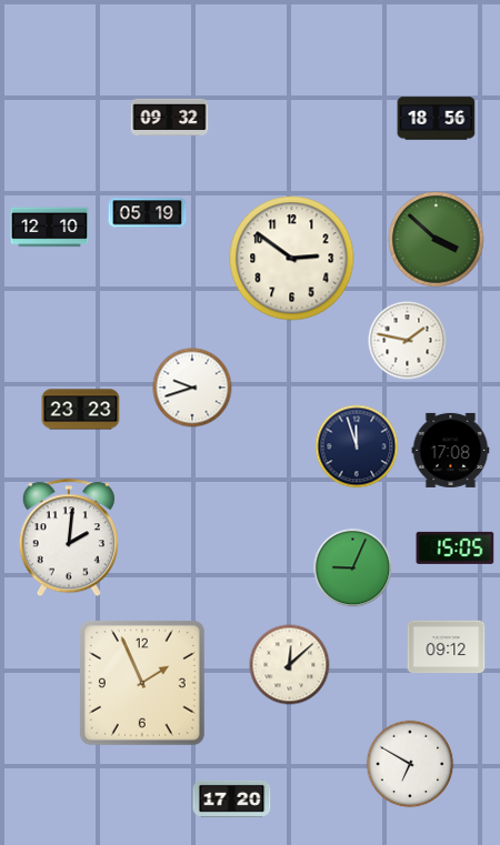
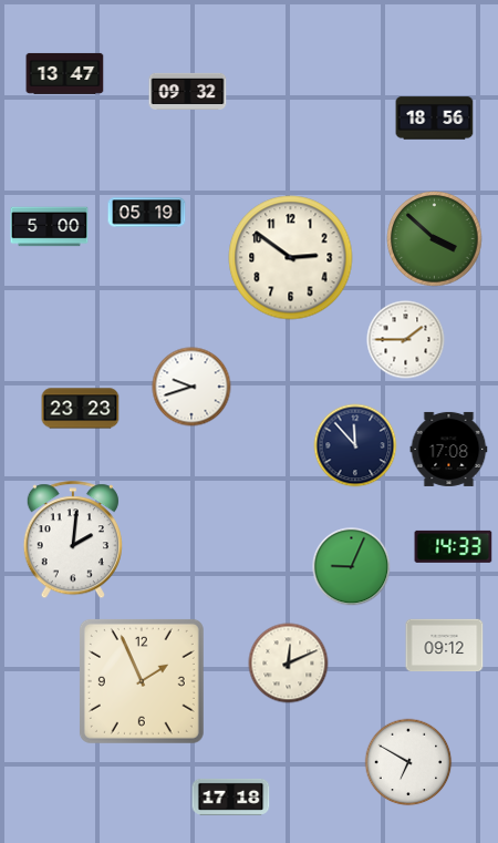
clock at (65, 73): none -> 13:47
clock at (170, 117) position: (170, 117) -> (188, 91)
clock at (50, 228): 12:10 -> 5:00
clock at (408, 341): 1:47 -> 1:45
clock at (357, 446): 11:57 -> 11:53
clock at (69, 539) position: (69, 539) -> (73, 541)
clock at (456, 547): 15:05 -> 14:33
clock at (290, 665): 12:08 -> 12:11
clock at (232, 798): 17:20 -> 17:18
